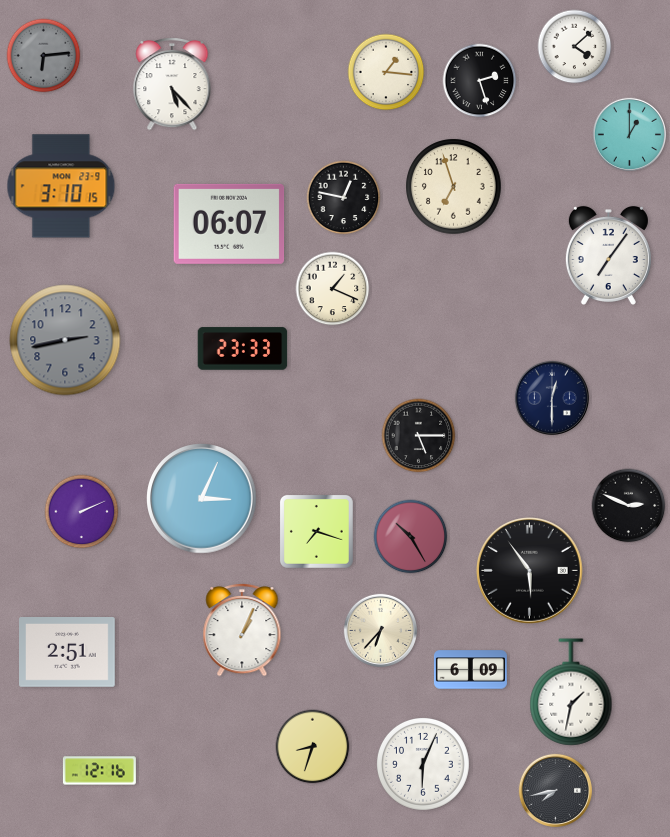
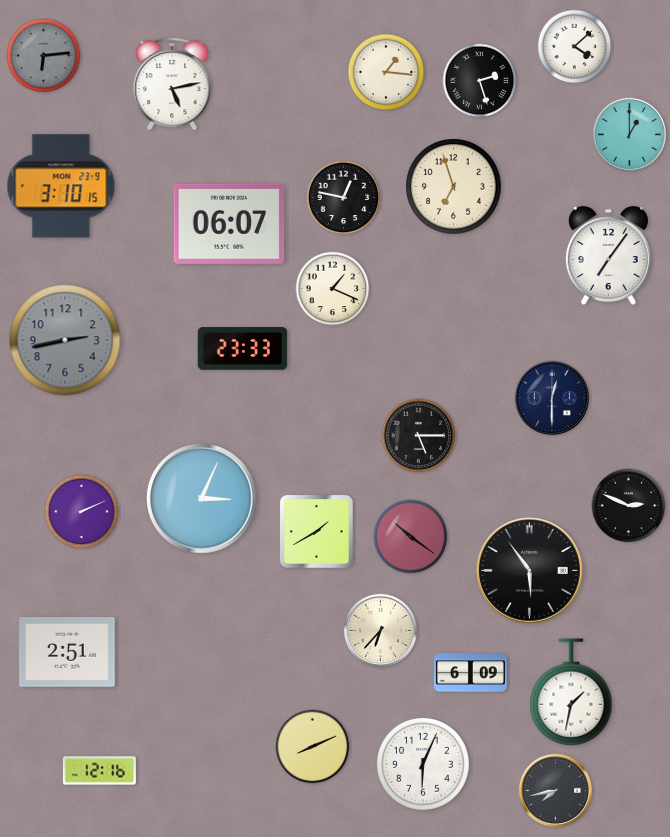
clock at (172, 84): 5:23 -> 5:13
clock at (316, 531): 7:18 -> 1:40
clock at (411, 537): 10:25 -> 10:21
clock at (242, 630): 1:04 -> none
clock at (470, 670) position: (470, 670) -> (470, 673)
clock at (313, 747): 8:33 -> 8:11
